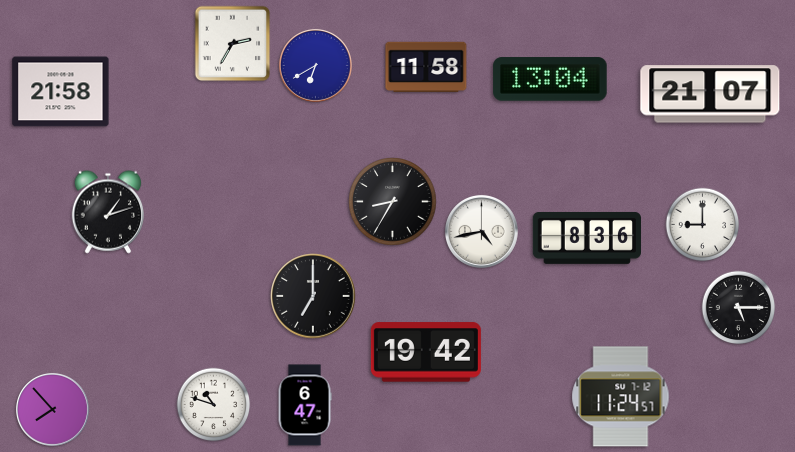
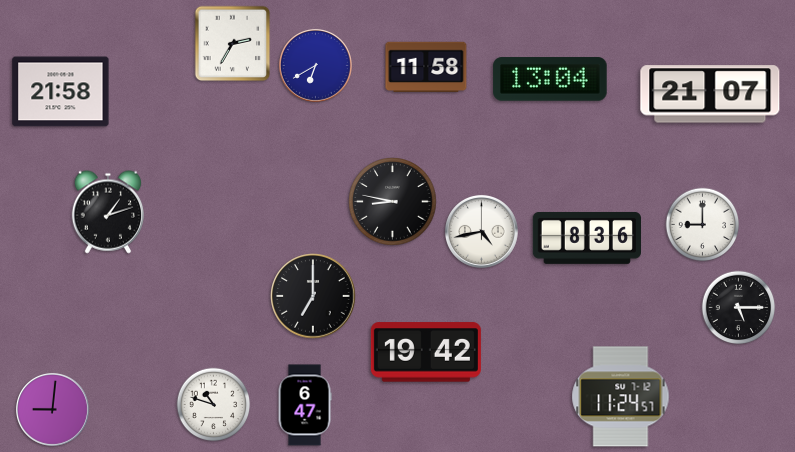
clock at (393, 202): 8:35 -> 8:47
clock at (52, 409): 7:53 -> 9:01
